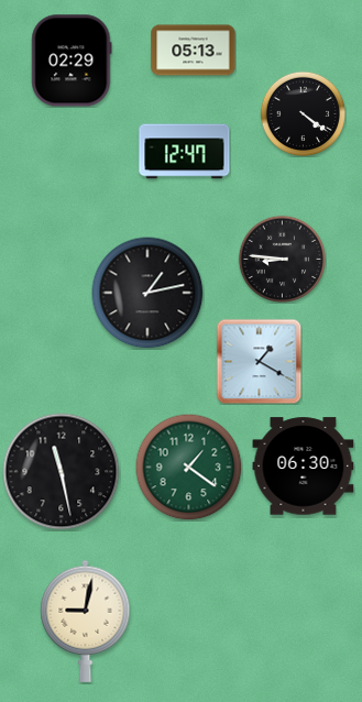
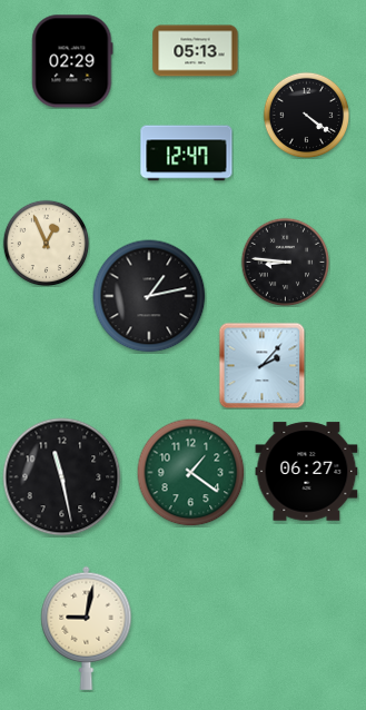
clock at (46, 243): none -> 12:56
clock at (259, 361): 1:20 -> 2:07
clock at (304, 467): 06:30 -> 06:27
